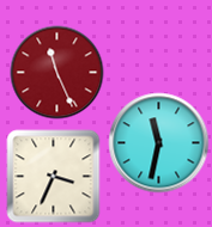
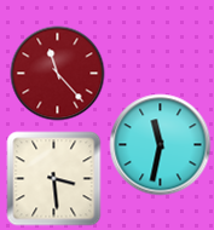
clock at (56, 72): 11:26 -> 11:23
clock at (53, 176): 3:34 -> 3:29
